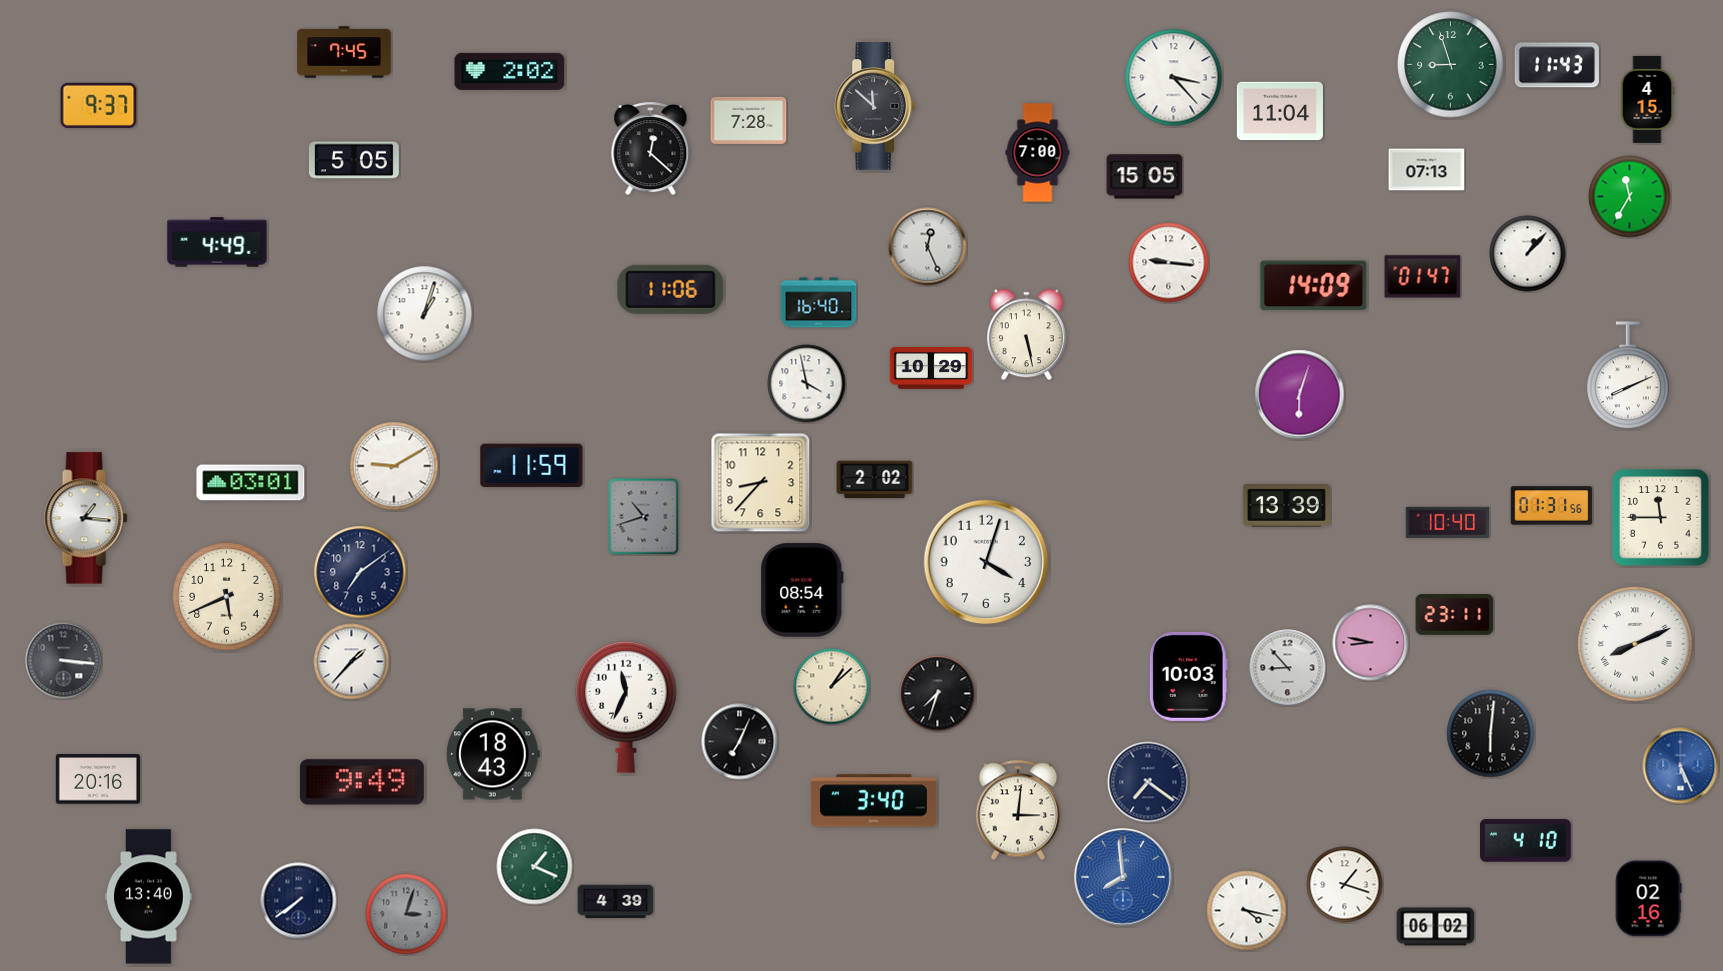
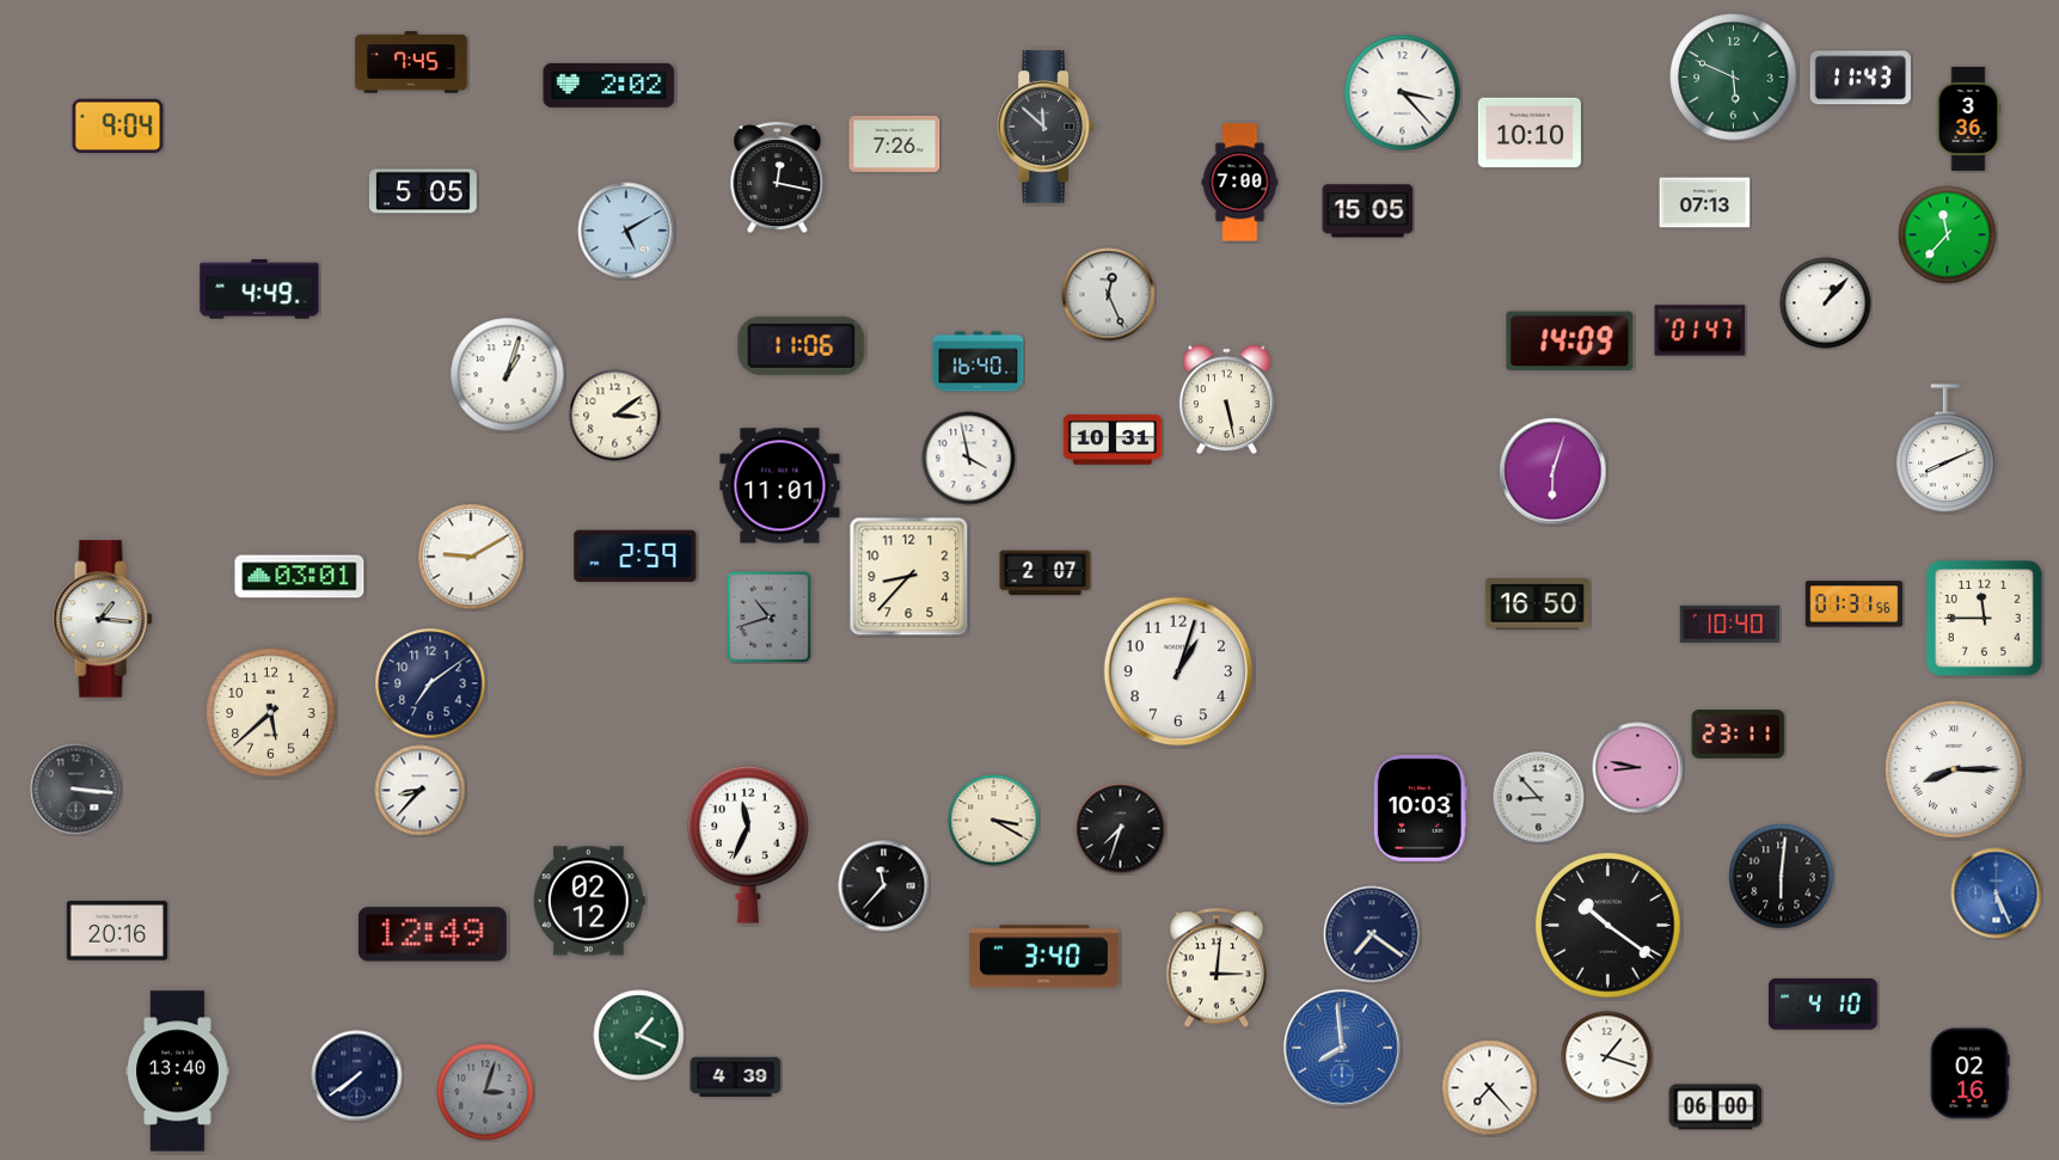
clock at (1451, 65): 8:57 -> 5:49
clock at (1647, 99): 4:15 -> 3:36
clock at (99, 105): 9:37 -> 9:04
clock at (1280, 111): 11:04 -> 10:10
clock at (749, 120): 7:28 -> 7:26
clock at (651, 149): 12:22 -> 12:17
clock at (626, 231): none -> 5:10
clock at (1630, 197): 11:35 -> 11:37
clock at (1169, 263): 9:16 -> none
clock at (615, 416): none -> 3:09
clock at (931, 368): 10:29 -> 10:31
clock at (807, 384) position: (807, 384) -> (969, 459)
clock at (780, 486): none -> 11:01
clock at (532, 466): 11:59 -> 2:59
clock at (875, 480): 2:02 -> 2:07
clock at (1286, 506): 13:39 -> 16:50
clock at (986, 562): 4:03 -> 1:03
clock at (802, 590): 08:54 -> none
clock at (227, 597): 5:41 -> 5:38
clock at (1635, 644): 8:11 -> 8:15
clock at (352, 662): 1:37 -> 8:37
clock at (832, 687): 1:08 -> 3:20
clock at (740, 742): 7:04 -> 11:37
clock at (493, 754): 18:43 -> 02:12
clock at (1681, 766) position: (1681, 766) -> (1997, 894)
clock at (1608, 926): none -> 10:21
clock at (362, 782): 9:49 -> 12:49
clock at (1247, 911): 4:17 -> 7:23
clock at (1436, 927): 06:02 -> 06:00
